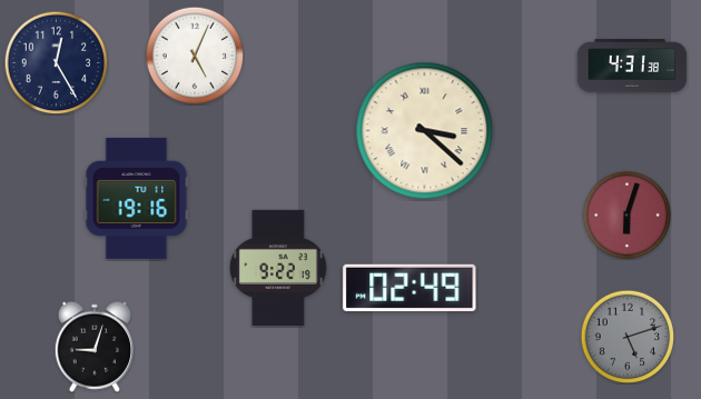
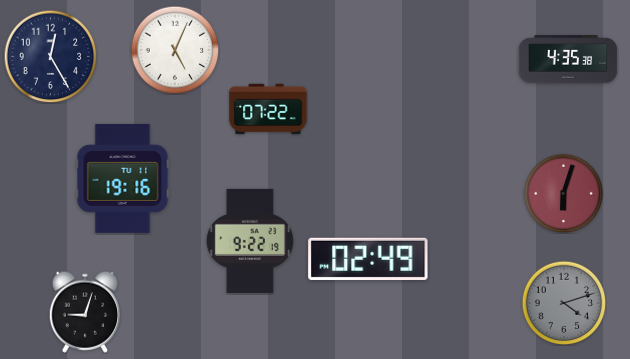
clock at (632, 66): 4:31 -> 4:35
clock at (268, 109): none -> 07:22
clock at (425, 131): 3:22 -> none
clock at (628, 337): 5:12 -> 4:12
